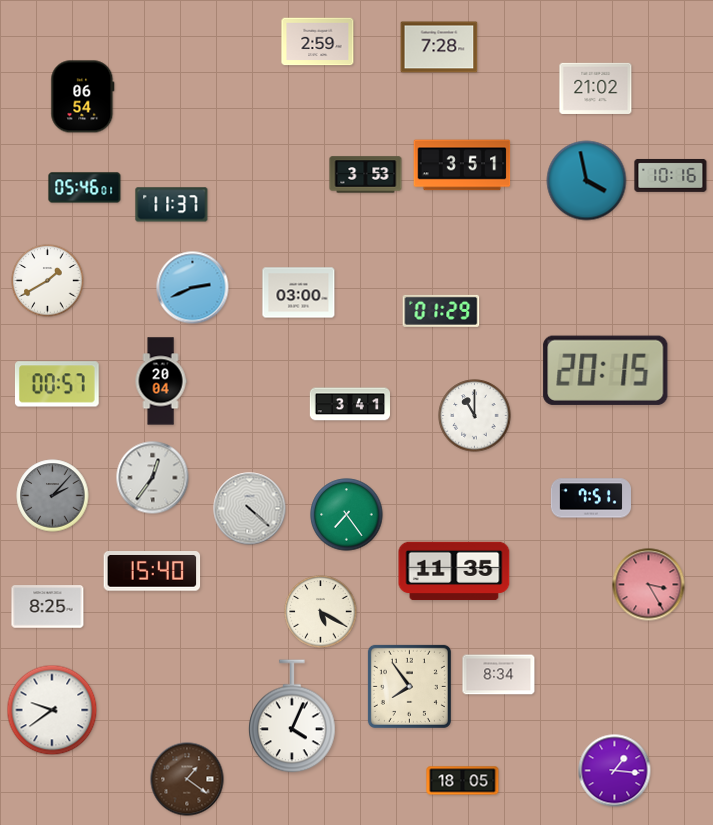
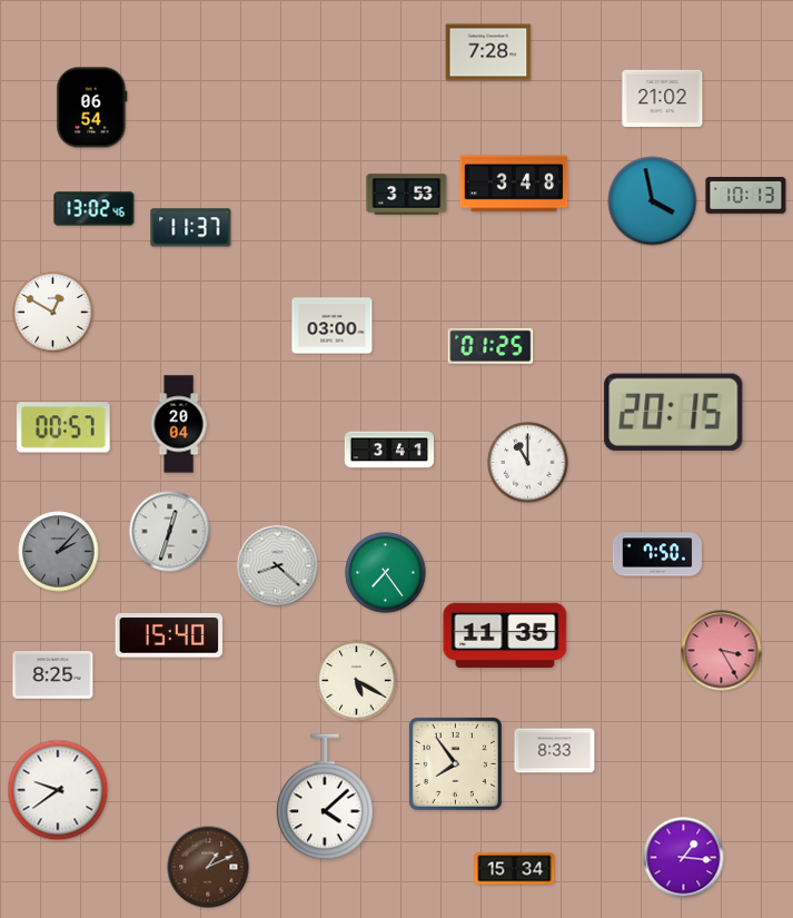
clock at (318, 42): 2:59 -> none
clock at (462, 165): 3:51 -> 3:48
clock at (671, 175): 10:16 -> 10:13
clock at (85, 188): 05:46 -> 13:02
clock at (48, 281): 1:40 -> 12:50
clock at (193, 288): 2:41 -> none
clock at (441, 311): 01:29 -> 01:25
clock at (153, 478): 12:36 -> 12:33
clock at (590, 498): 7:51 -> 7:50
clock at (250, 509): 4:22 -> 8:22
clock at (499, 675): 8:34 -> 8:33
clock at (292, 716): 4:04 -> 4:08
clock at (187, 779): 1:21 -> 1:11
clock at (463, 781): 18:05 -> 15:34
